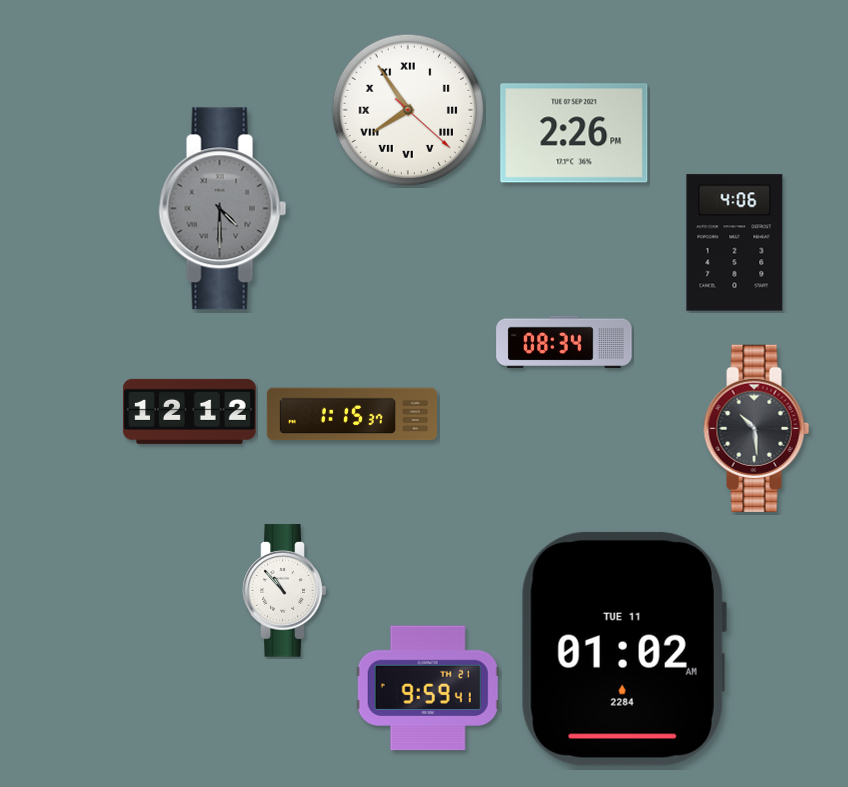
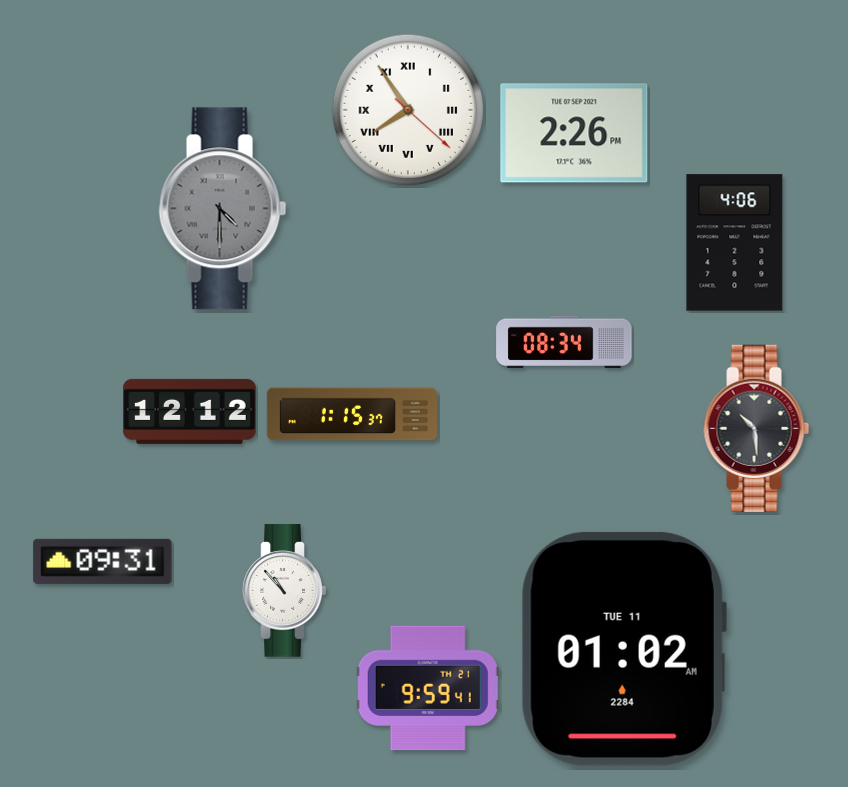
clock at (103, 561): none -> 09:31
